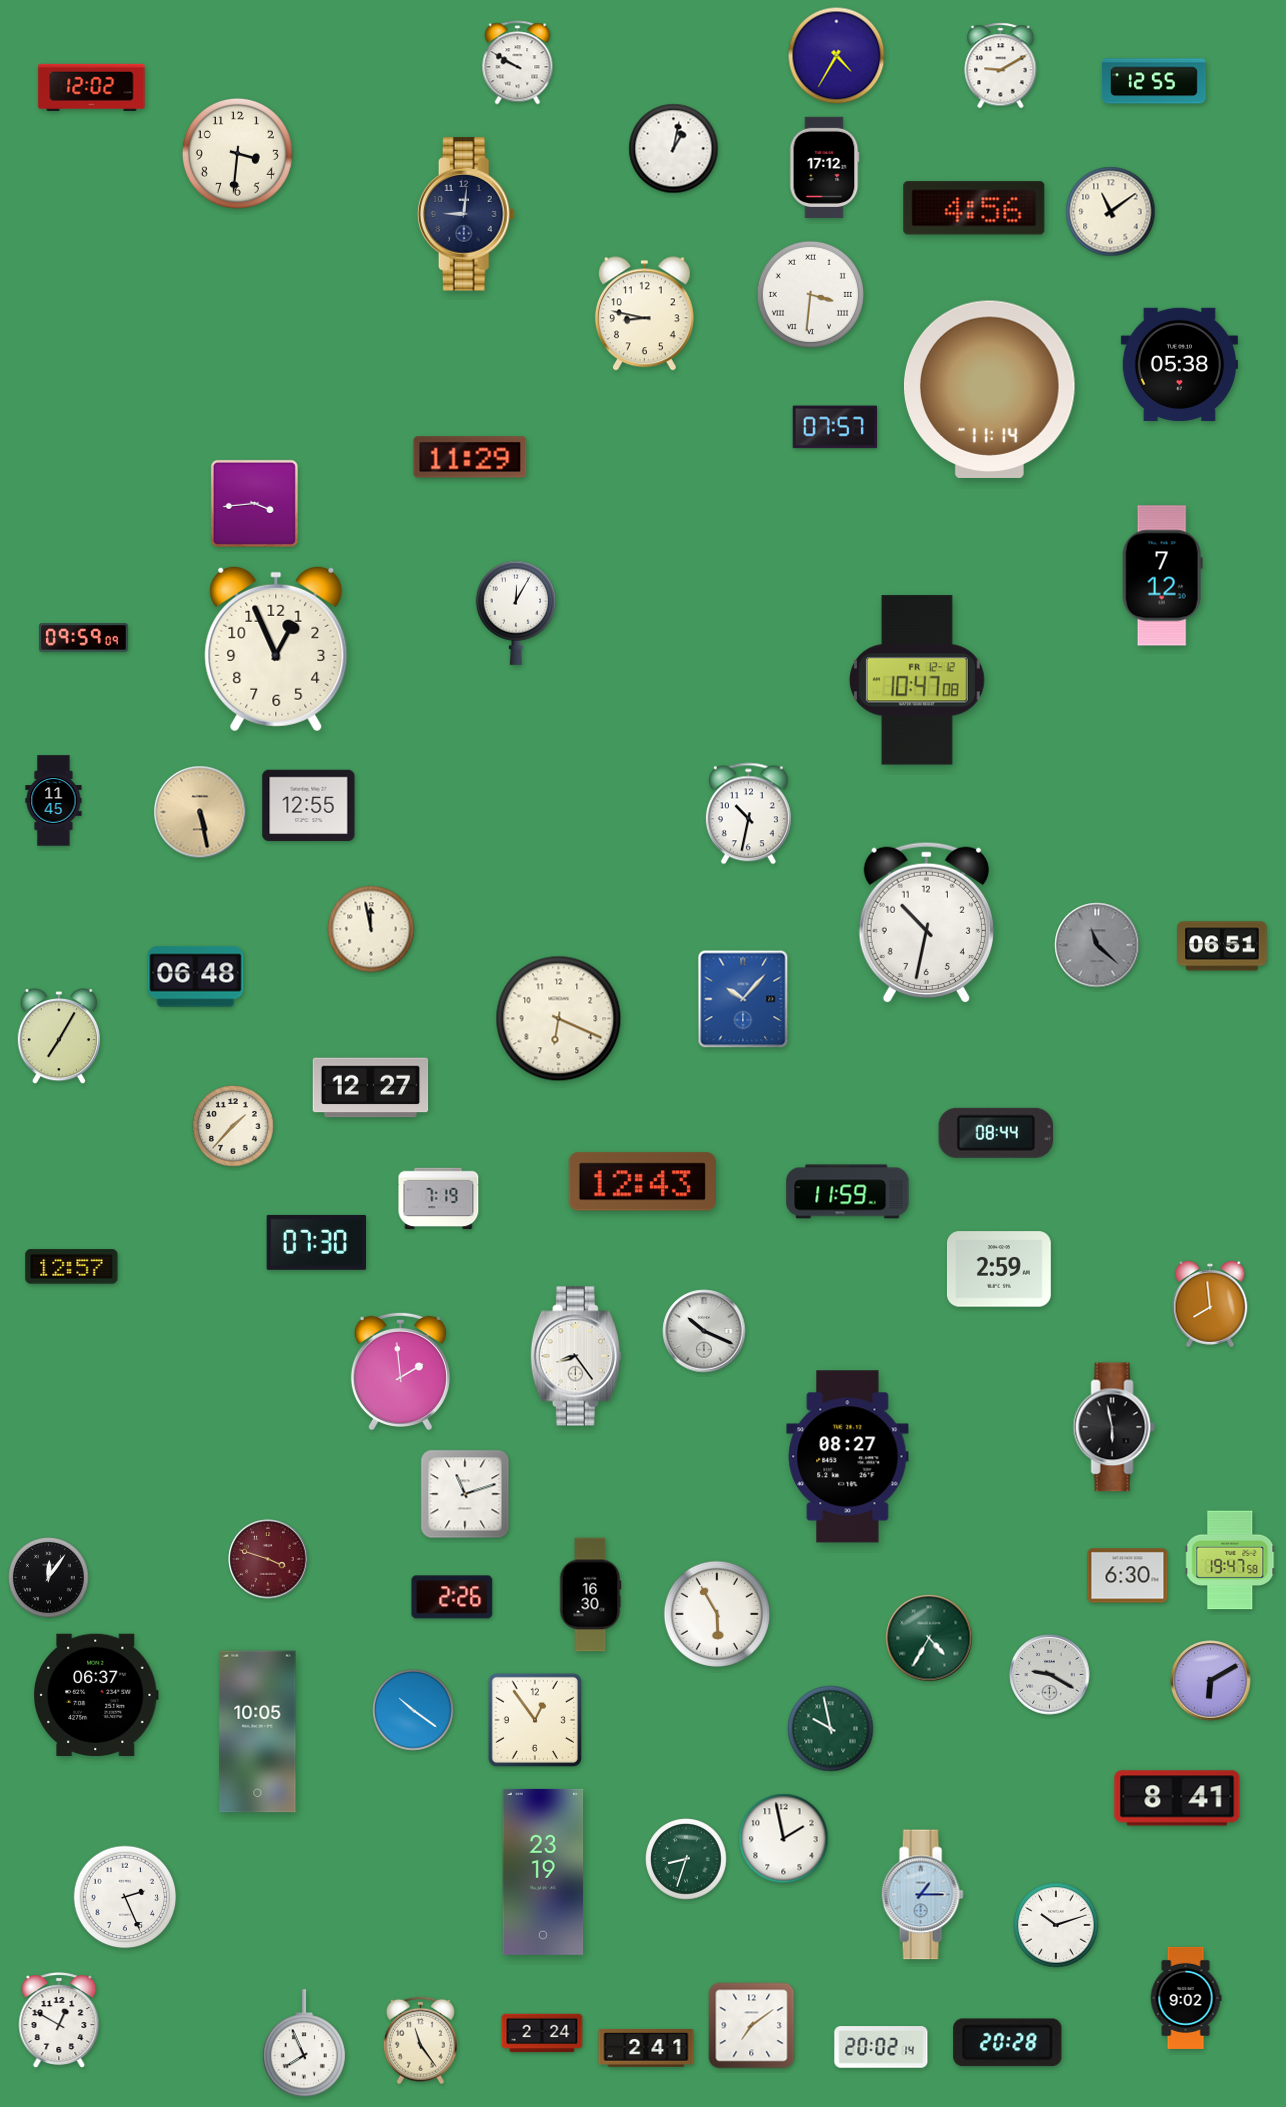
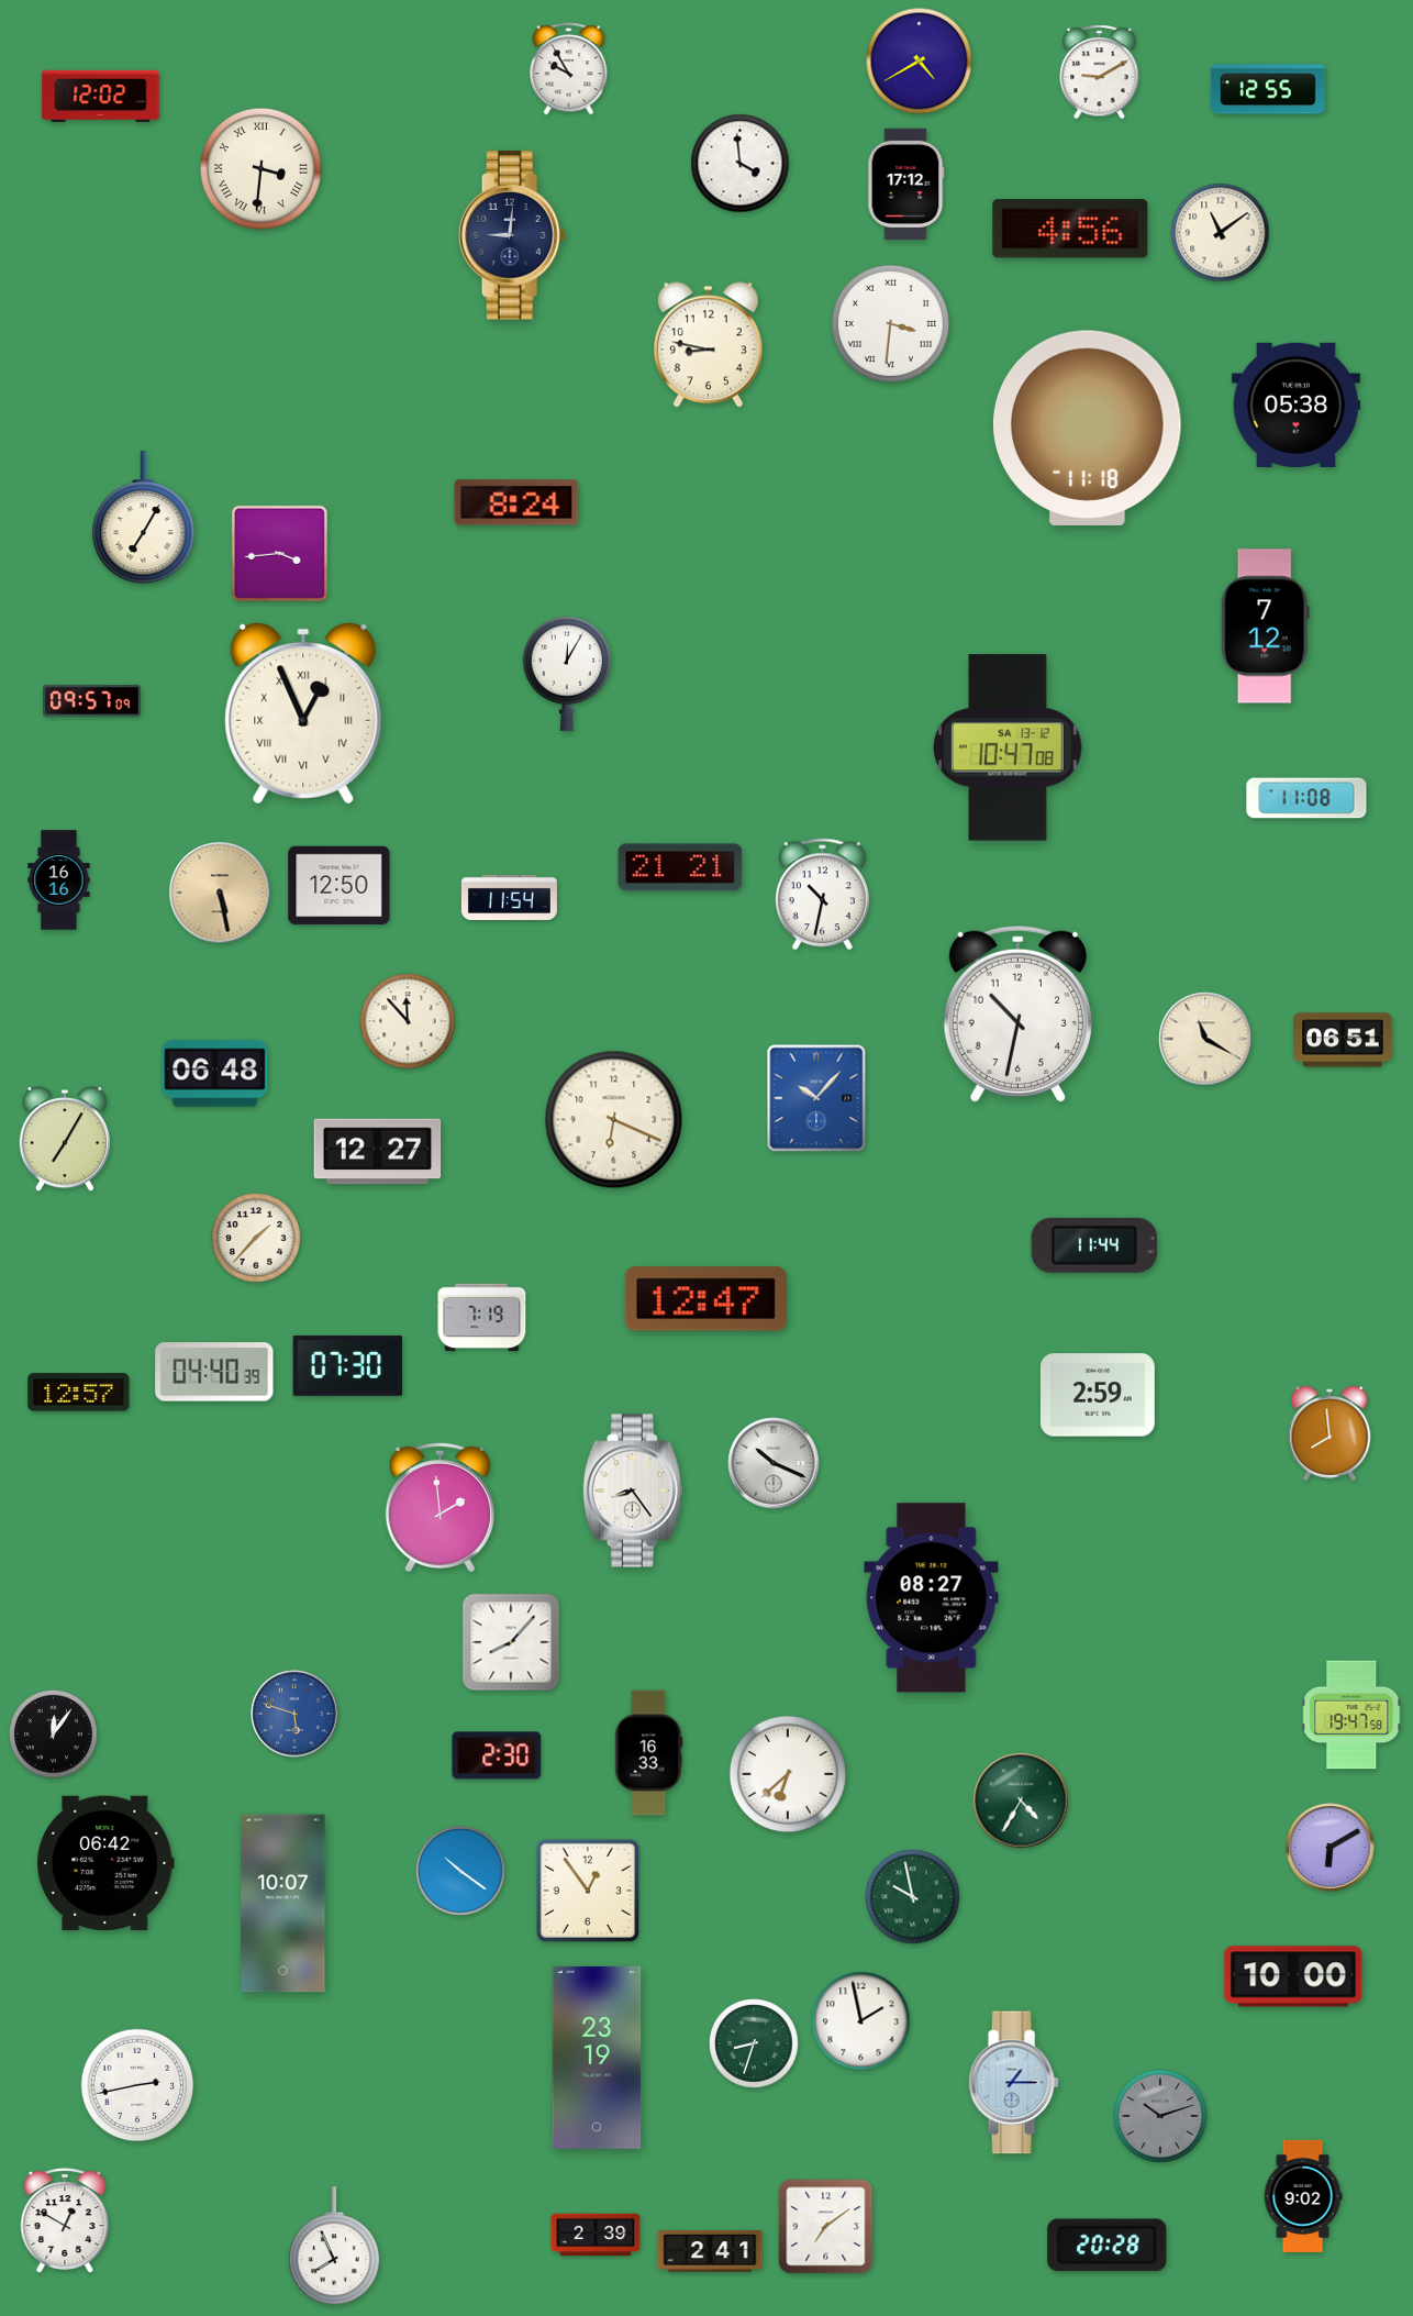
clock at (837, 56): 4:35 -> 4:40
clock at (518, 63): 9:50 -> 9:55
clock at (674, 149): 1:02 -> 3:59
clock at (237, 153) numerals: Arabic -> Roman
clock at (1179, 364) position: (1179, 364) -> (1295, 405)
clock at (989, 389): 11:14 -> 11:18
clock at (835, 427): 07:57 -> none
clock at (470, 457): 11:29 -> 8:24
clock at (144, 518): none -> 7:05
clock at (1162, 576) position: (1162, 576) -> (1265, 627)
clock at (84, 638): 09:59 -> 09:57
clock at (276, 649) numerals: Arabic -> Roman
clock at (917, 680) date: FR 12-12 -> SA 13-12
clock at (1306, 798): none -> 11:08
clock at (680, 867): none -> 21:21
clock at (54, 801): 11:45 -> 16:16
clock at (309, 806): 12:55 -> 12:50
clock at (509, 897): none -> 11:54
clock at (371, 929): 11:58 -> 11:53
clock at (1097, 945): 11:22 -> 11:20
clock at (1097, 945) dial: grey -> cream
clock at (371, 1088) position: (371, 1088) -> (378, 1152)
clock at (996, 1133): 08:44 -> 11:44
clock at (642, 1182): 12:43 -> 12:47
clock at (848, 1192): 11:59 -> none
clock at (214, 1372): none -> 04:40
clock at (1114, 1427): 5:58 -> none
clock at (848, 1457) position: (848, 1457) -> (932, 1598)
clock at (465, 1494): 11:12 -> 8:07
clock at (268, 1559): 3:48 -> 5:48
clock at (268, 1559) dial: burgundy -> blue
clock at (1128, 1576): 6:30 -> none
clock at (590, 1595): 16:30 -> 16:33
clock at (452, 1597): 2:26 -> 2:30
clock at (717, 1614): 5:55 -> 6:38
clock at (1050, 1675): 9:20 -> none
clock at (96, 1695): 06:37 -> 06:42
clock at (413, 1710) position: (413, 1710) -> (460, 1871)
clock at (831, 1729) position: (831, 1729) -> (913, 1897)
clock at (258, 1732): 10:05 -> 10:07
clock at (1177, 1798): 8:41 -> 10:00
clock at (125, 1897): 2:26 -> 2:43
clock at (1056, 1925) dial: white -> grey
clock at (542, 2033): 2:24 -> 2:39
clock at (420, 2041): 11:24 -> none
clock at (881, 2047): 20:02 -> none
